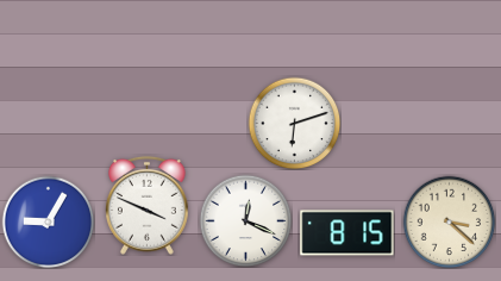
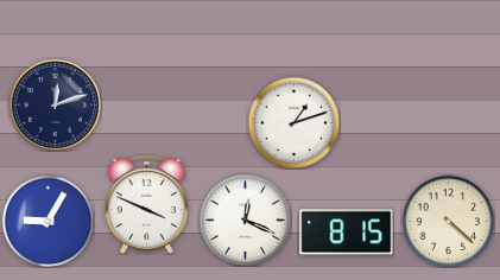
clock at (55, 104): none -> 12:12
clock at (294, 123): 6:12 -> 1:12
clock at (449, 221): 3:22 -> 4:22
